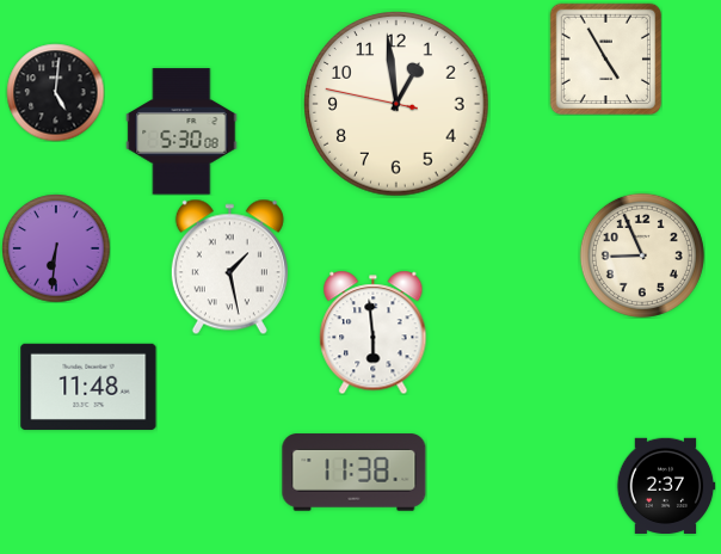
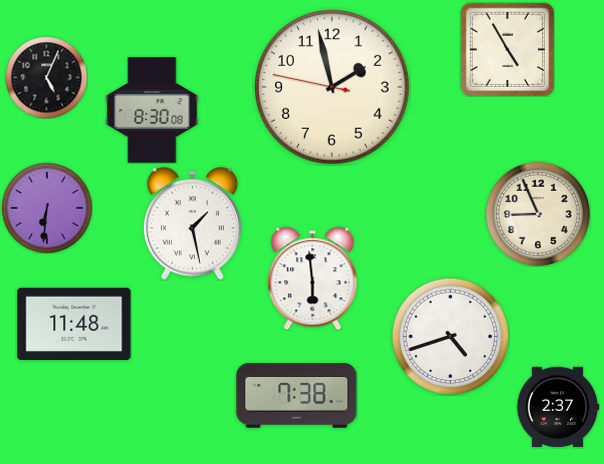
clock at (55, 92): 5:01 -> 5:04
clock at (396, 104): 12:58 -> 1:57
clock at (181, 131): 5:30 -> 8:30
clock at (450, 336): none -> 4:42
clock at (355, 473): 11:38 -> 7:38
